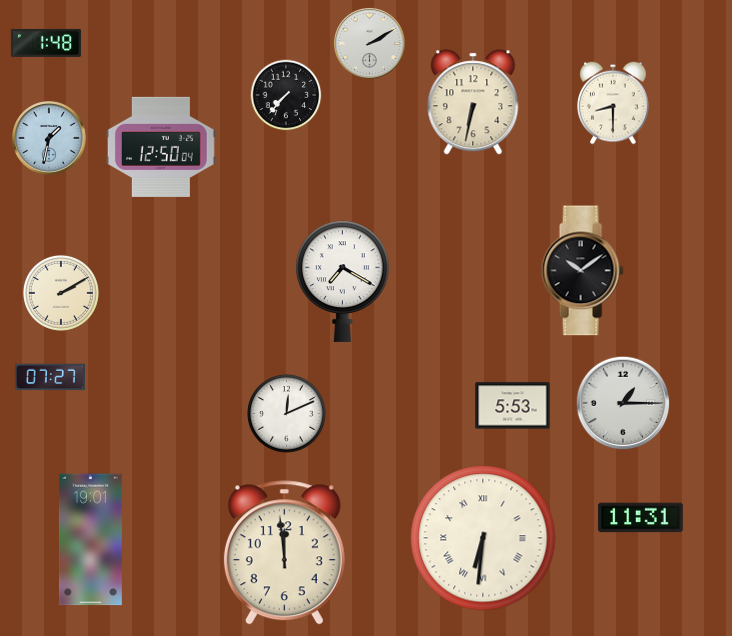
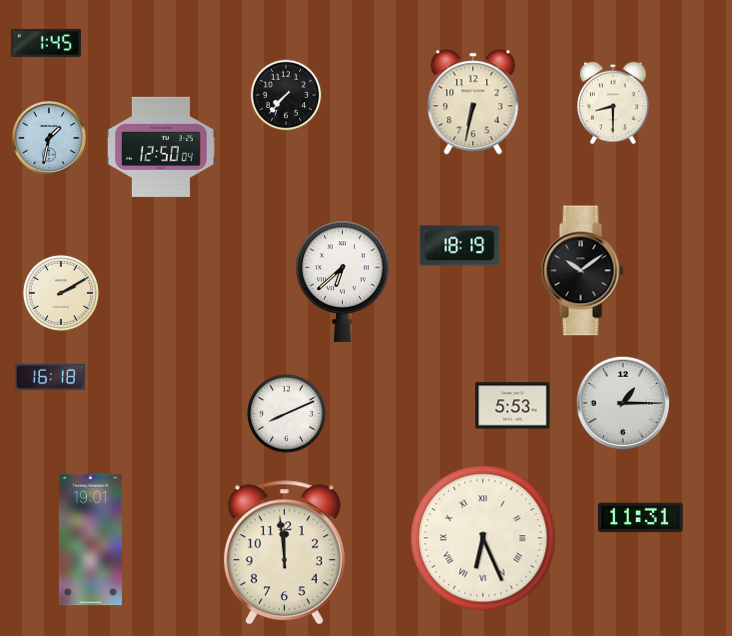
clock at (46, 43): 1:48 -> 1:45
clock at (369, 43): 2:10 -> none
clock at (460, 246): none -> 18:19
clock at (343, 281): 7:20 -> 6:38
clock at (50, 377): 07:27 -> 16:18
clock at (287, 414): 12:11 -> 8:11
clock at (483, 538): 6:31 -> 6:26
